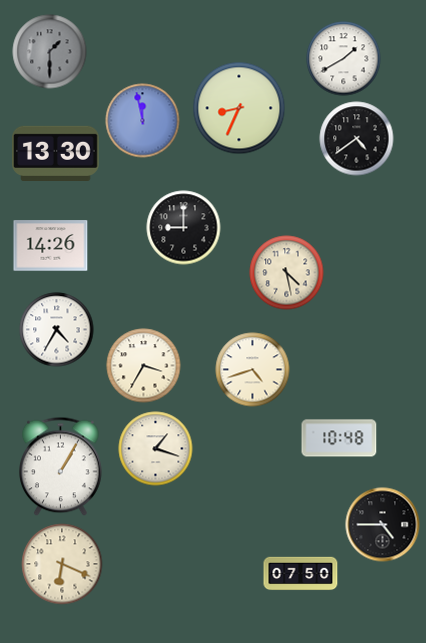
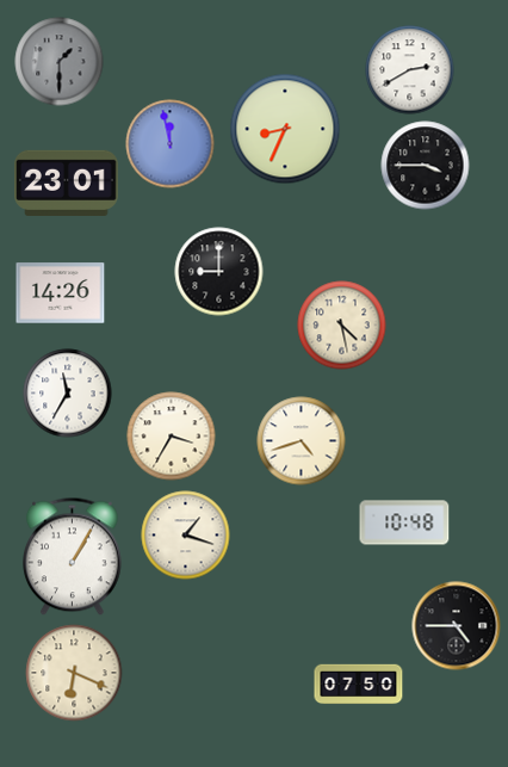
clock at (344, 59): 1:40 -> 2:40
clock at (357, 139): 4:39 -> 3:45
clock at (56, 153): 13:30 -> 23:01
clock at (57, 330): 4:35 -> 11:35
